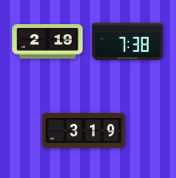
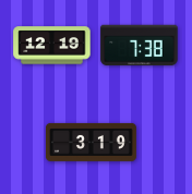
clock at (48, 42): 2:19 -> 12:19
